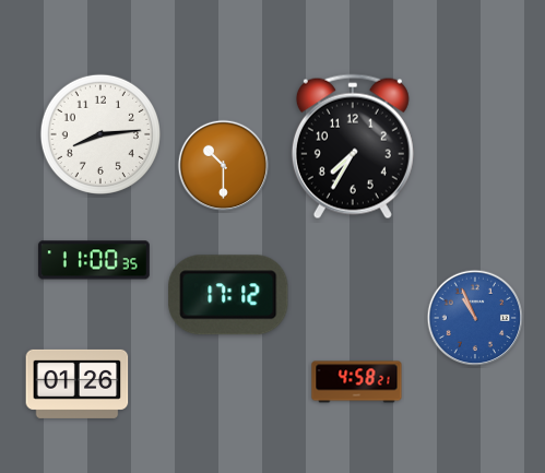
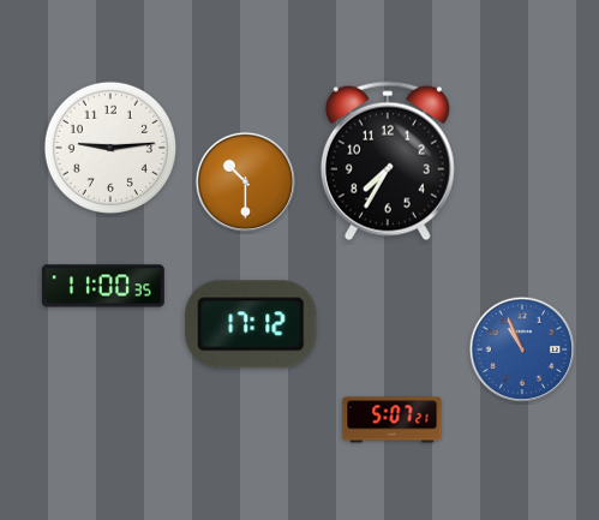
clock at (100, 134): 8:14 -> 9:14
clock at (357, 382): 4:58 -> 5:07
clock at (78, 383): 01:26 -> none
